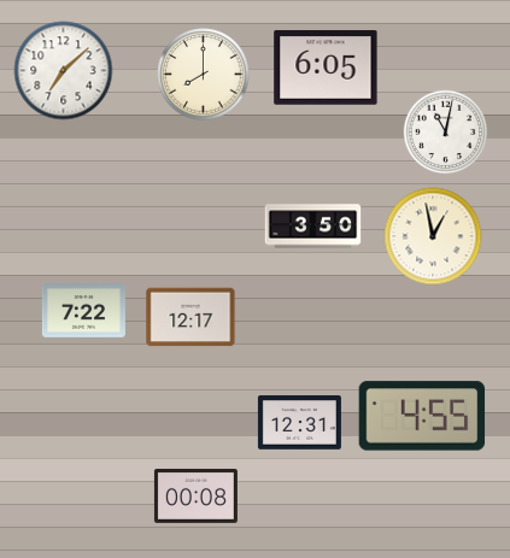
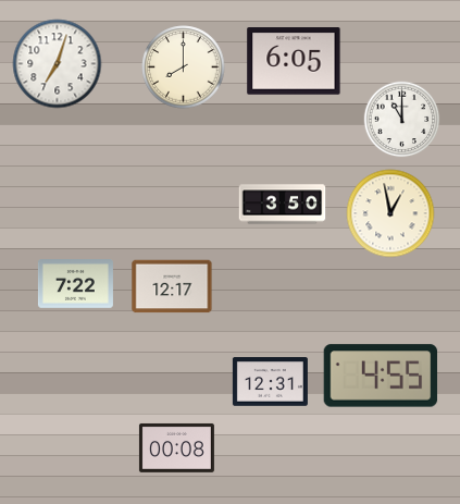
clock at (64, 71): 7:08 -> 7:03
clock at (446, 133): 11:02 -> 11:00
clock at (83, 311) position: (83, 311) -> (75, 284)
